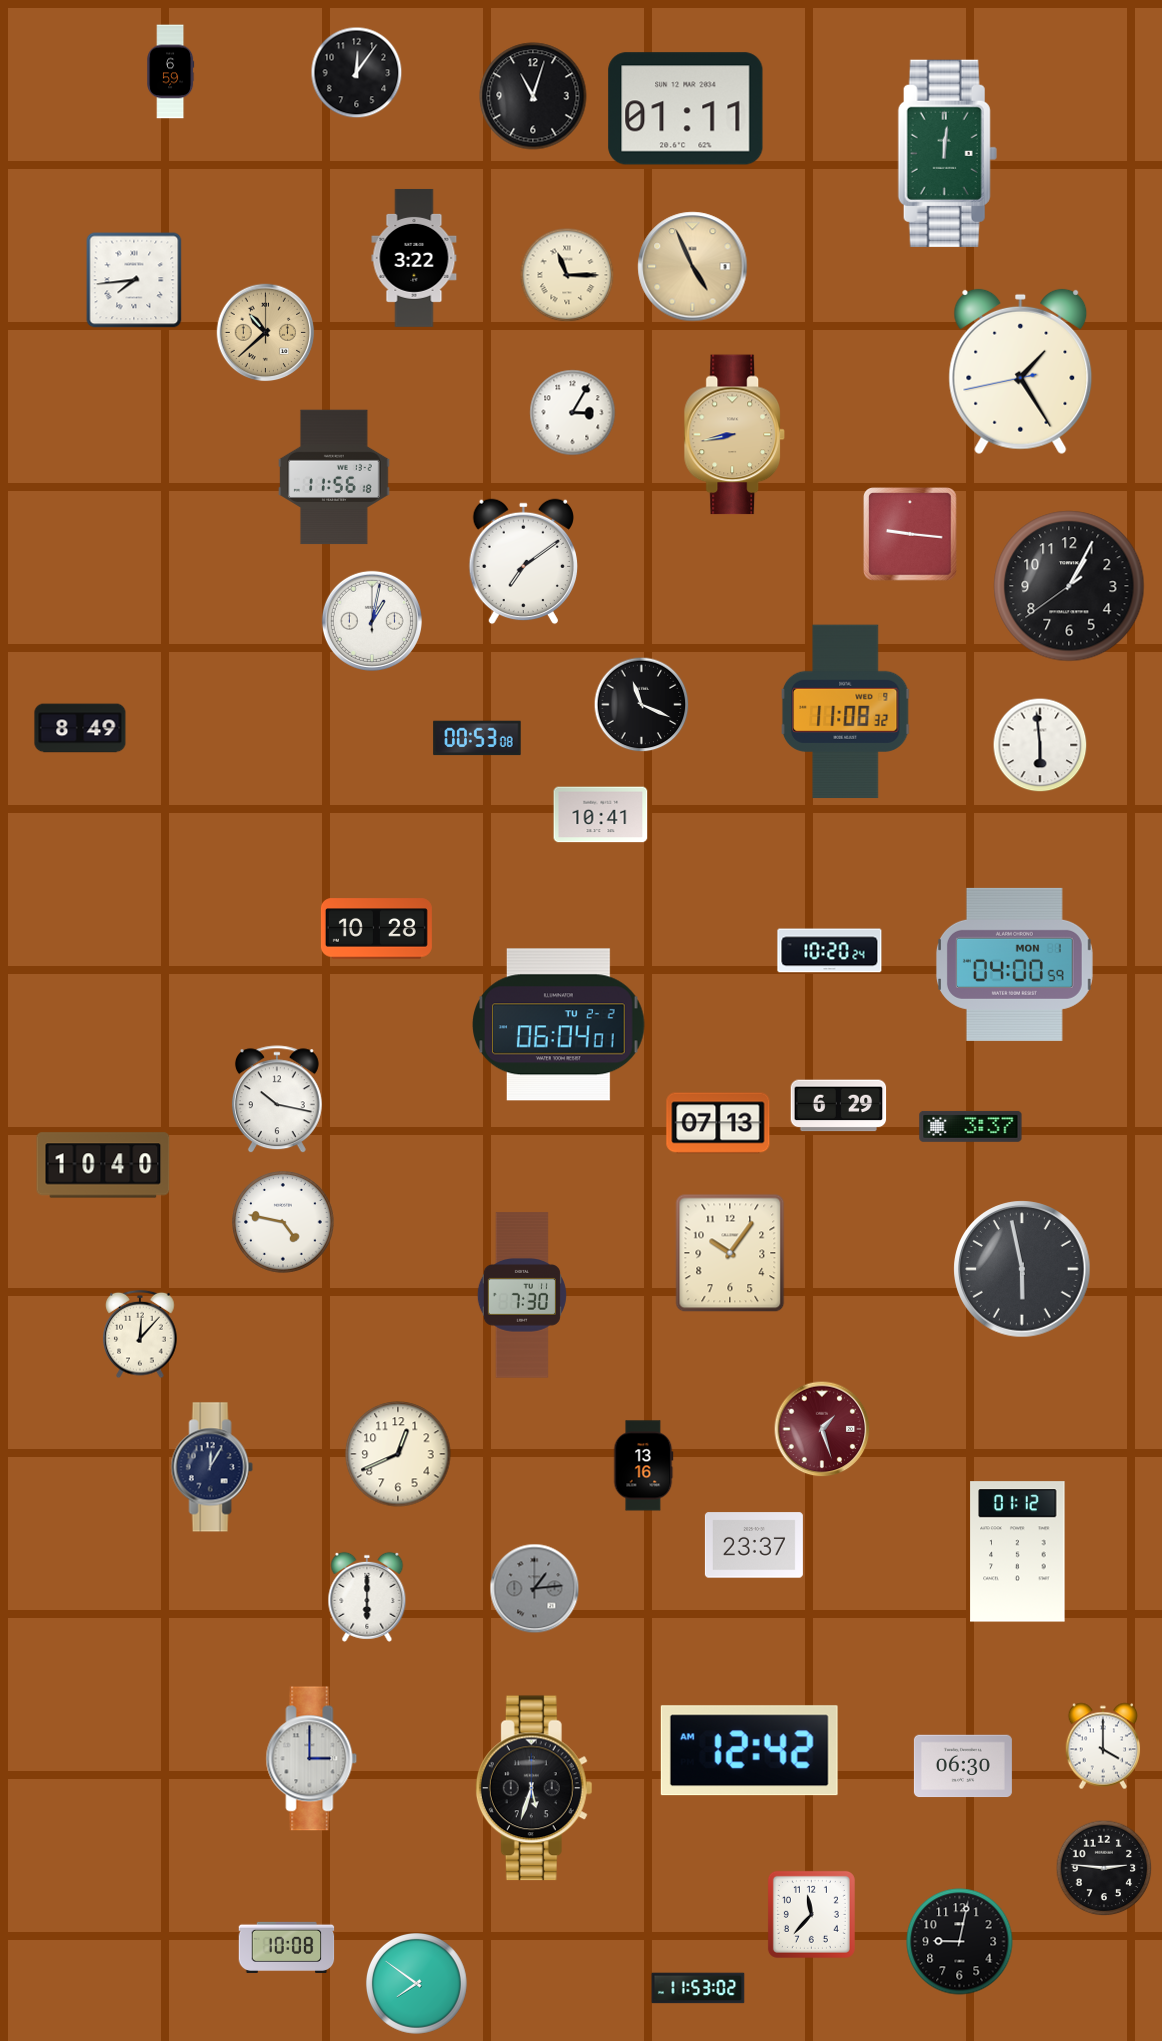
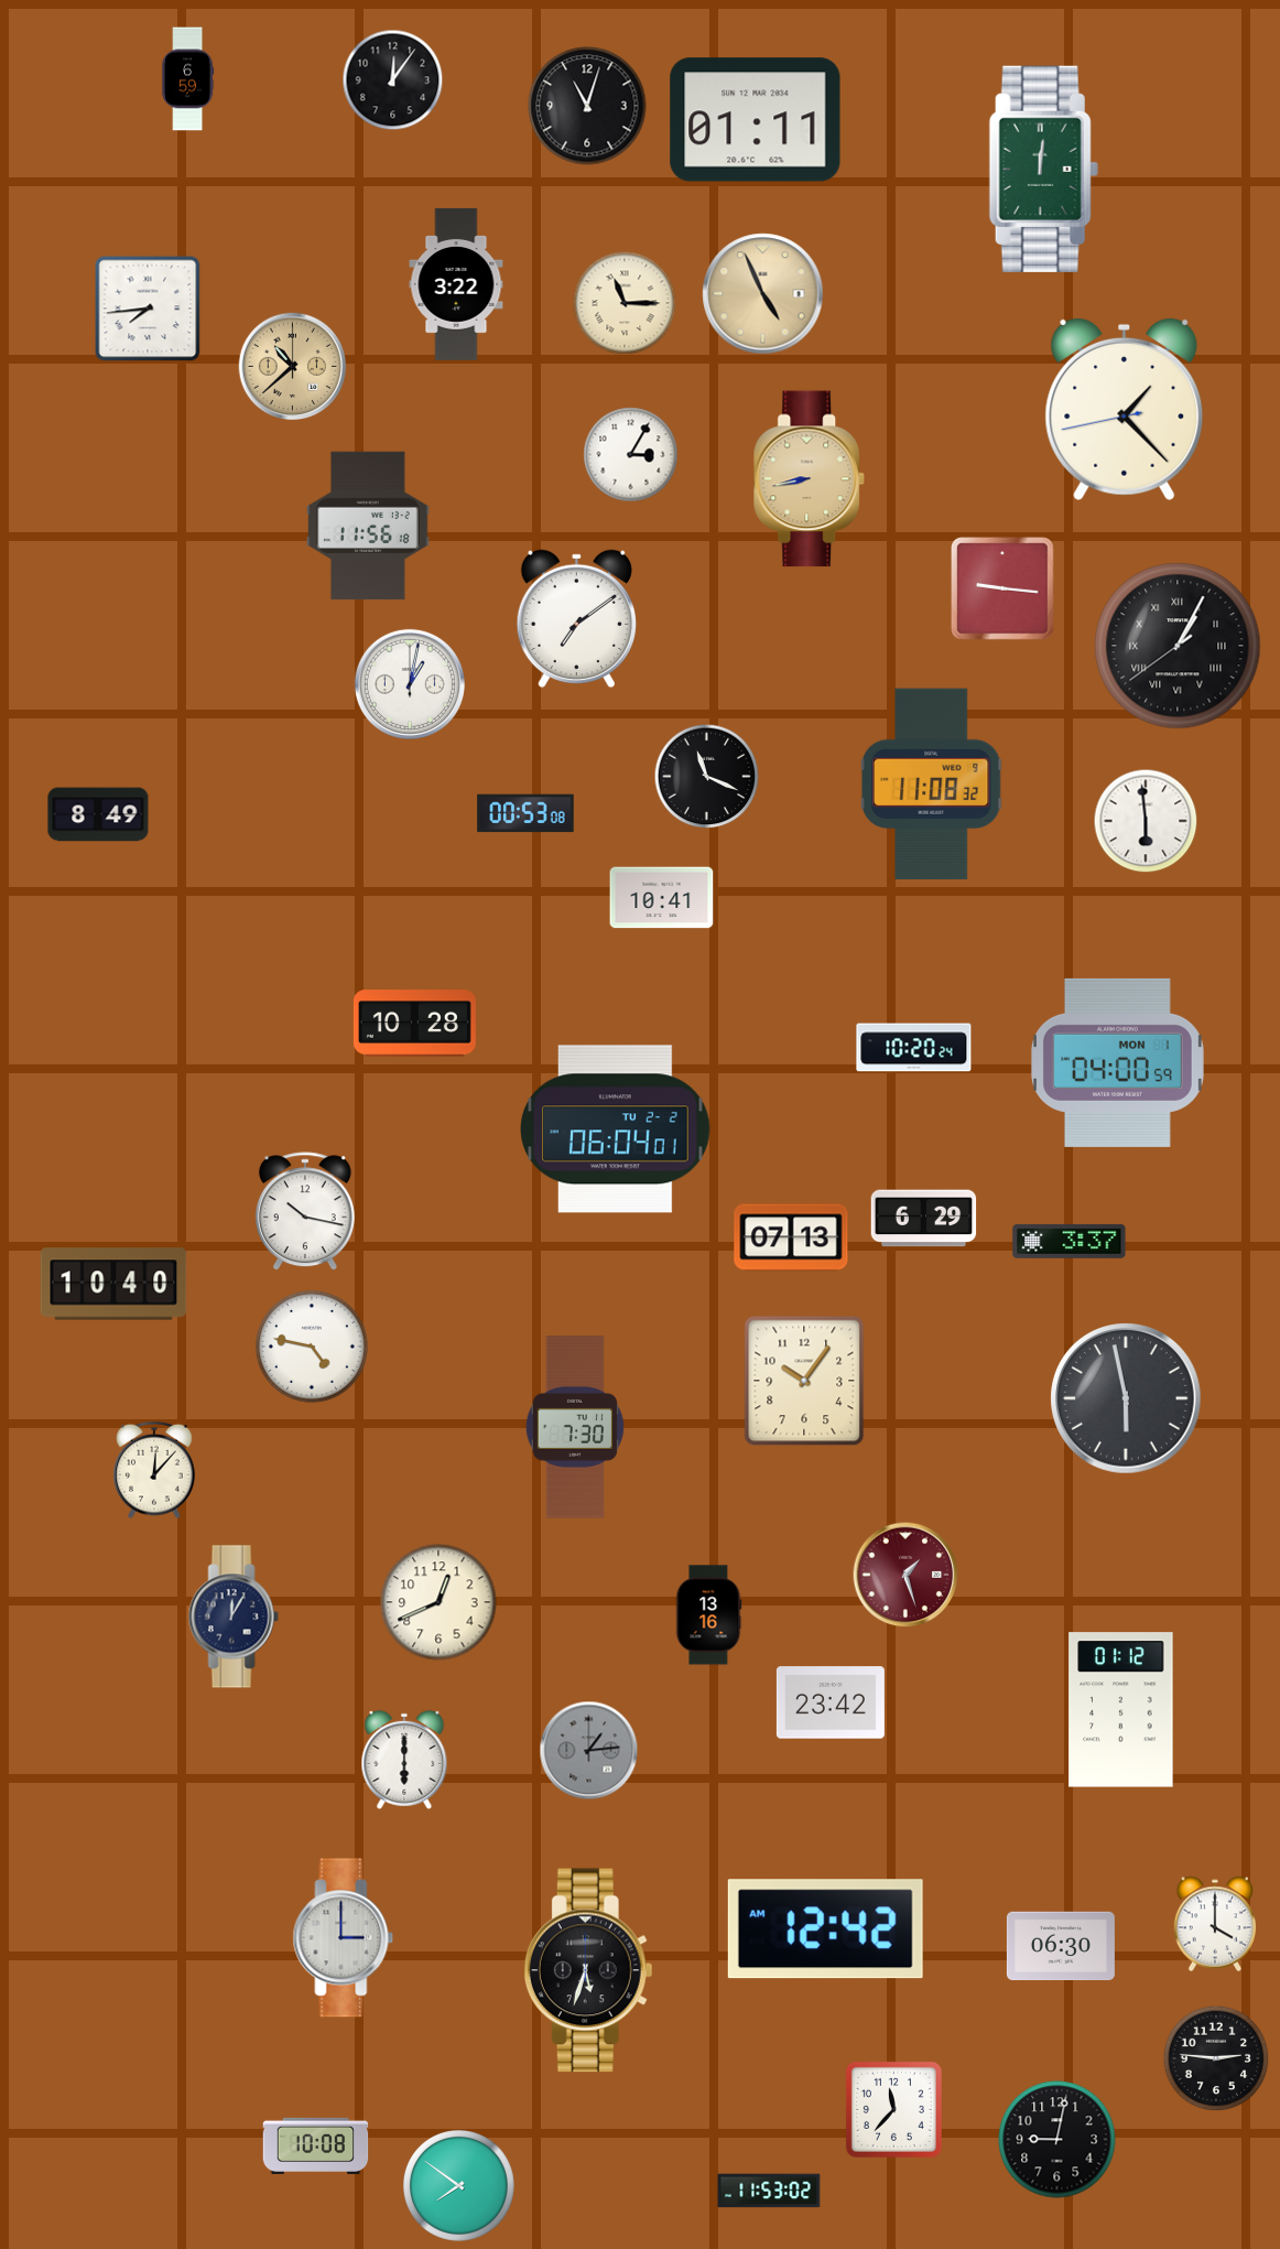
clock at (1021, 372): 1:24 -> 1:22
clock at (1069, 586) numerals: Arabic -> Roman
clock at (80, 728) position: (80, 728) -> (98, 814)
clock at (754, 1545): 23:37 -> 23:42
